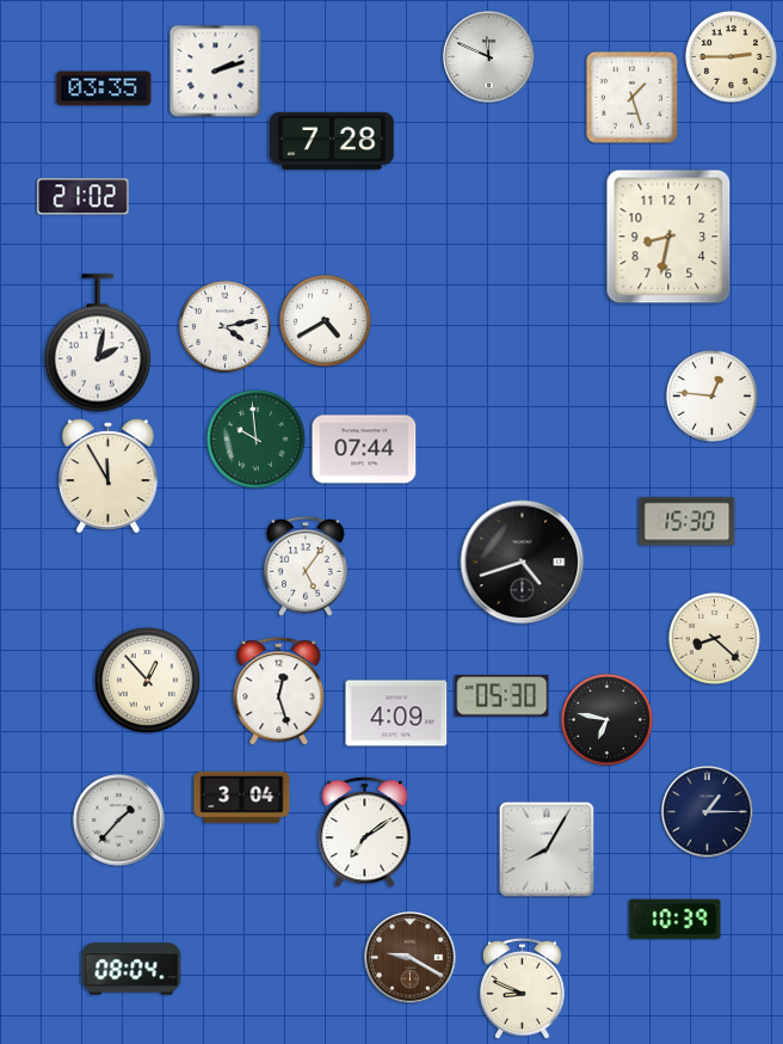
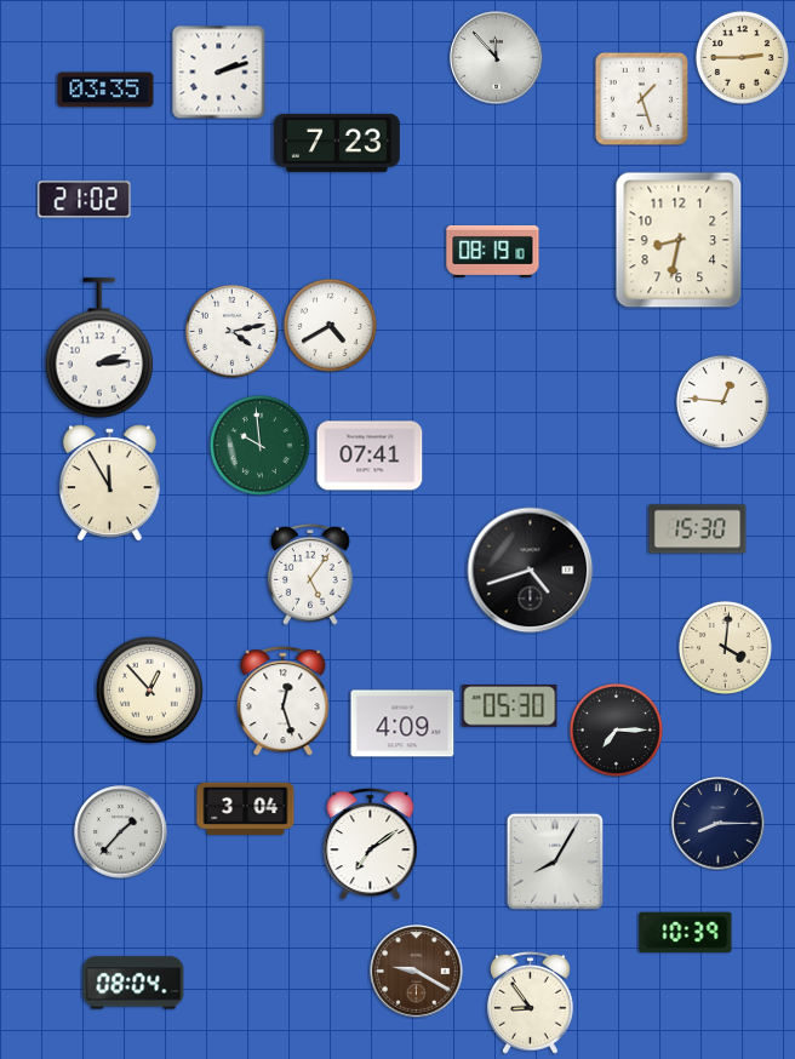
clock at (489, 57): 11:49 -> 11:53
clock at (332, 141): 7:28 -> 7:23
clock at (493, 251): none -> 08:19
clock at (224, 326) position: (224, 326) -> (231, 331)
clock at (98, 343): 2:02 -> 2:14
clock at (364, 449): 07:44 -> 07:41
clock at (714, 638): 8:22 -> 4:01
clock at (606, 719): 6:47 -> 7:15
clock at (708, 812): 1:15 -> 8:15
clock at (522, 988): 8:49 -> 8:54
